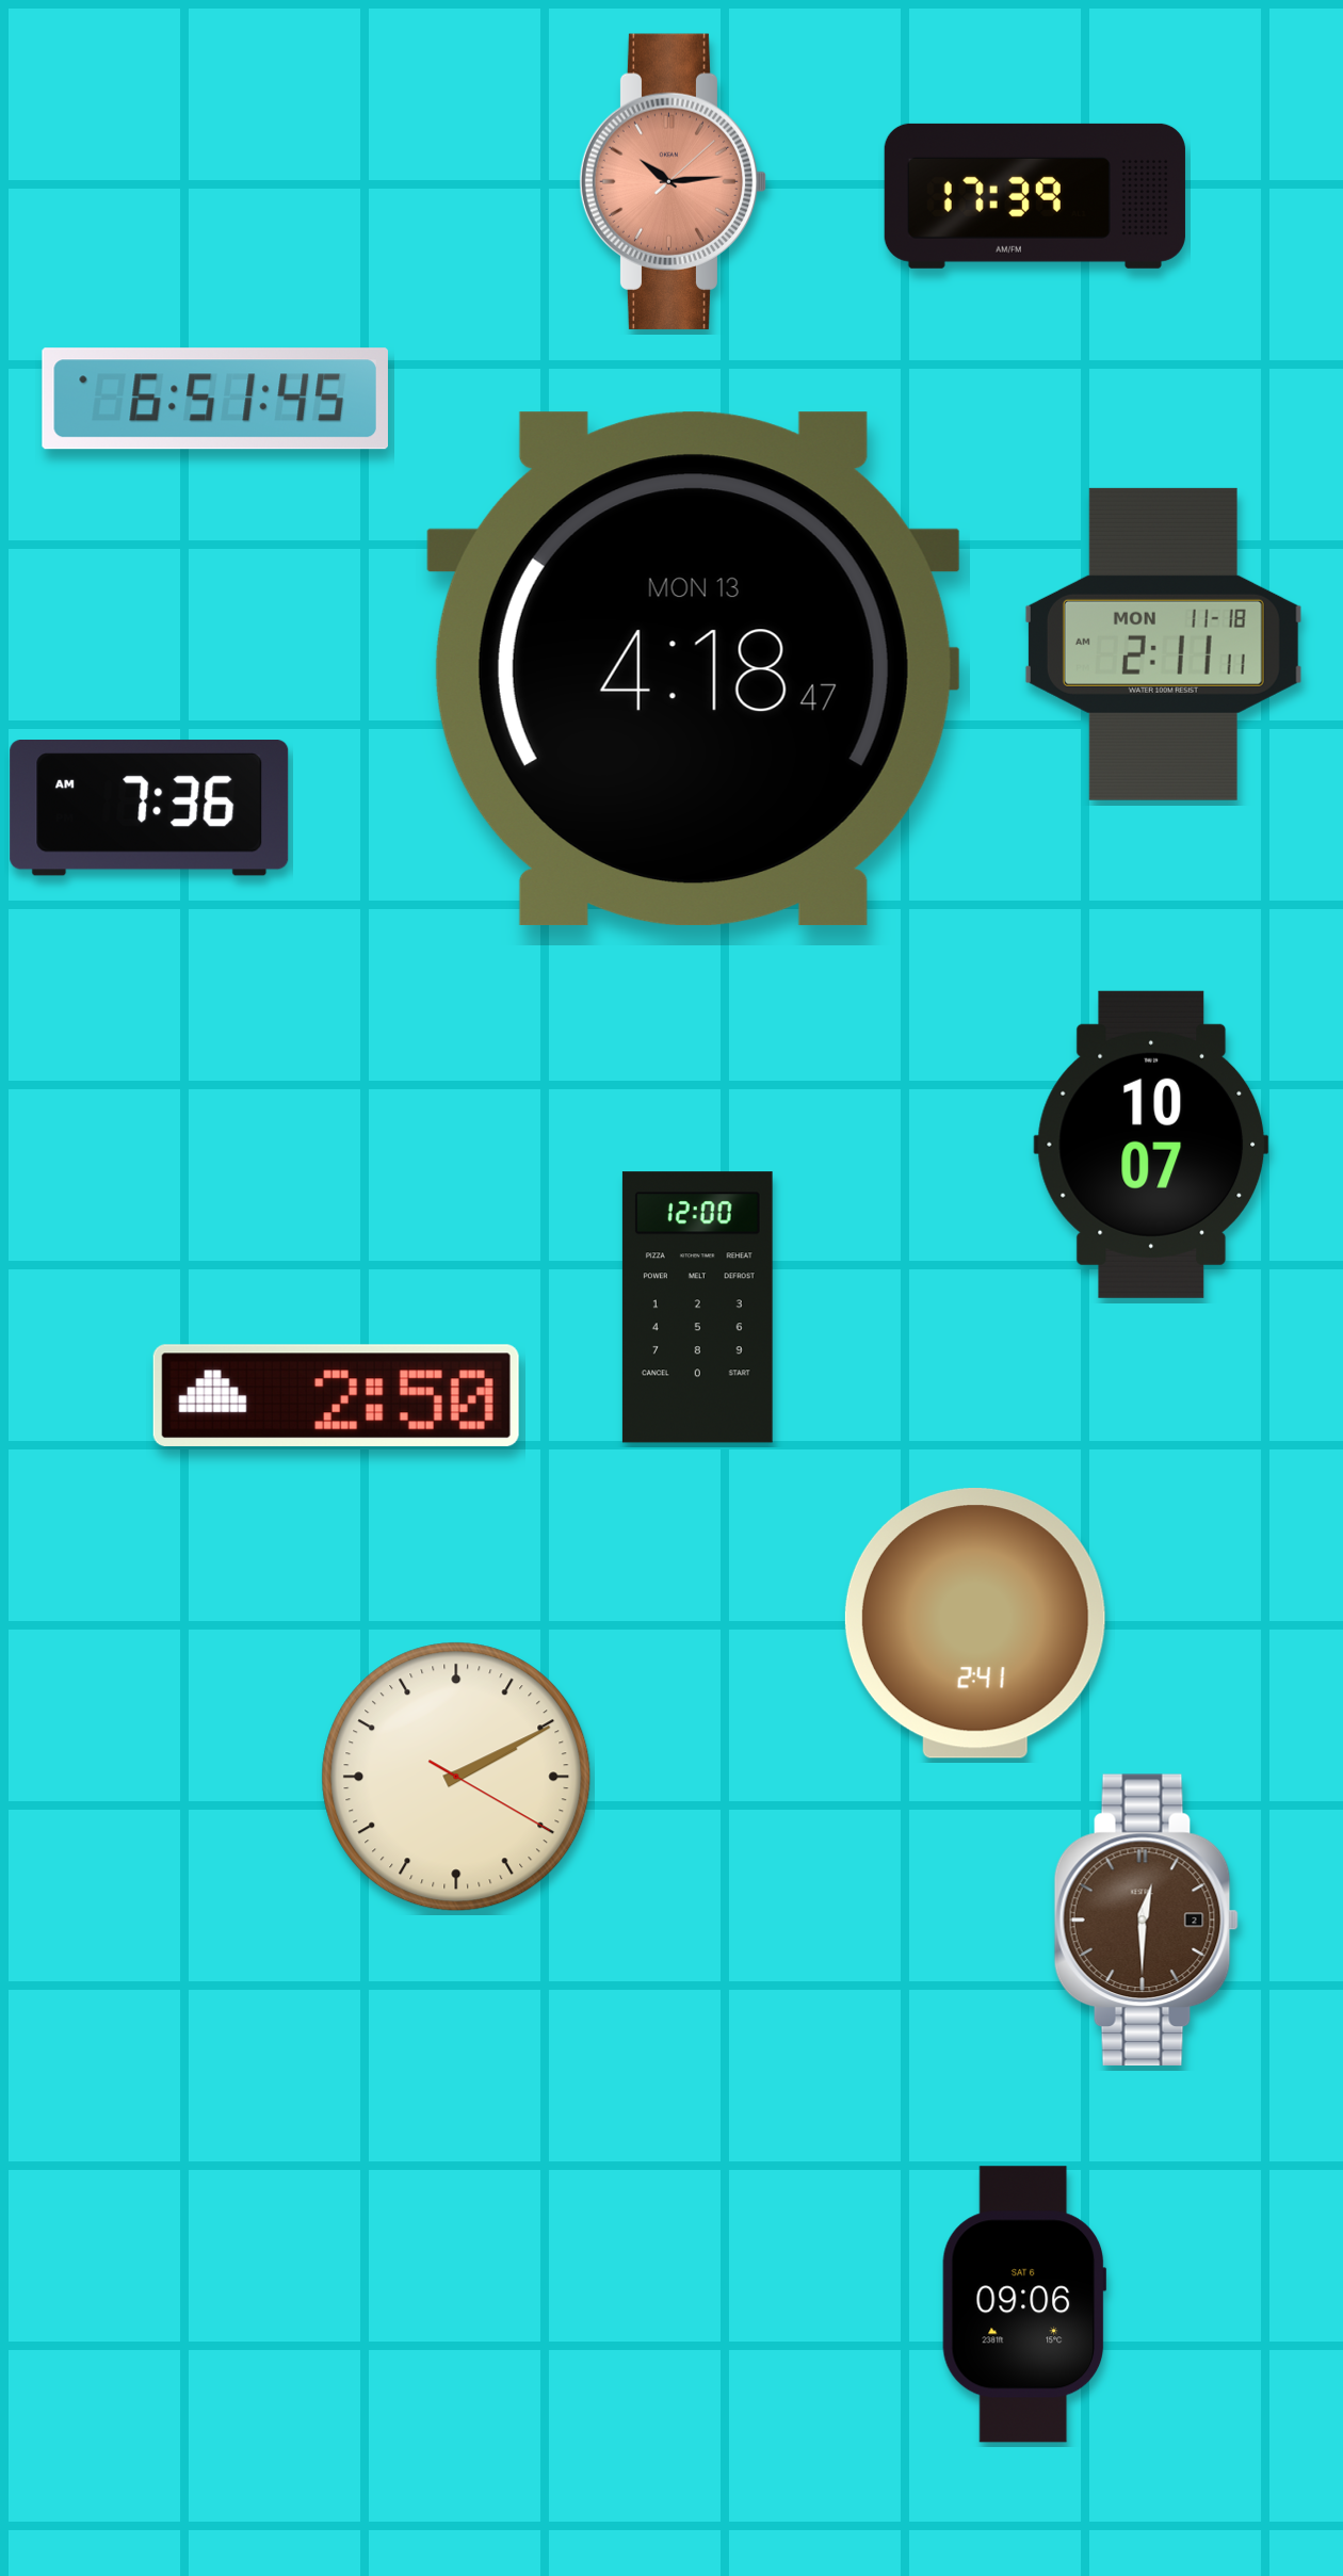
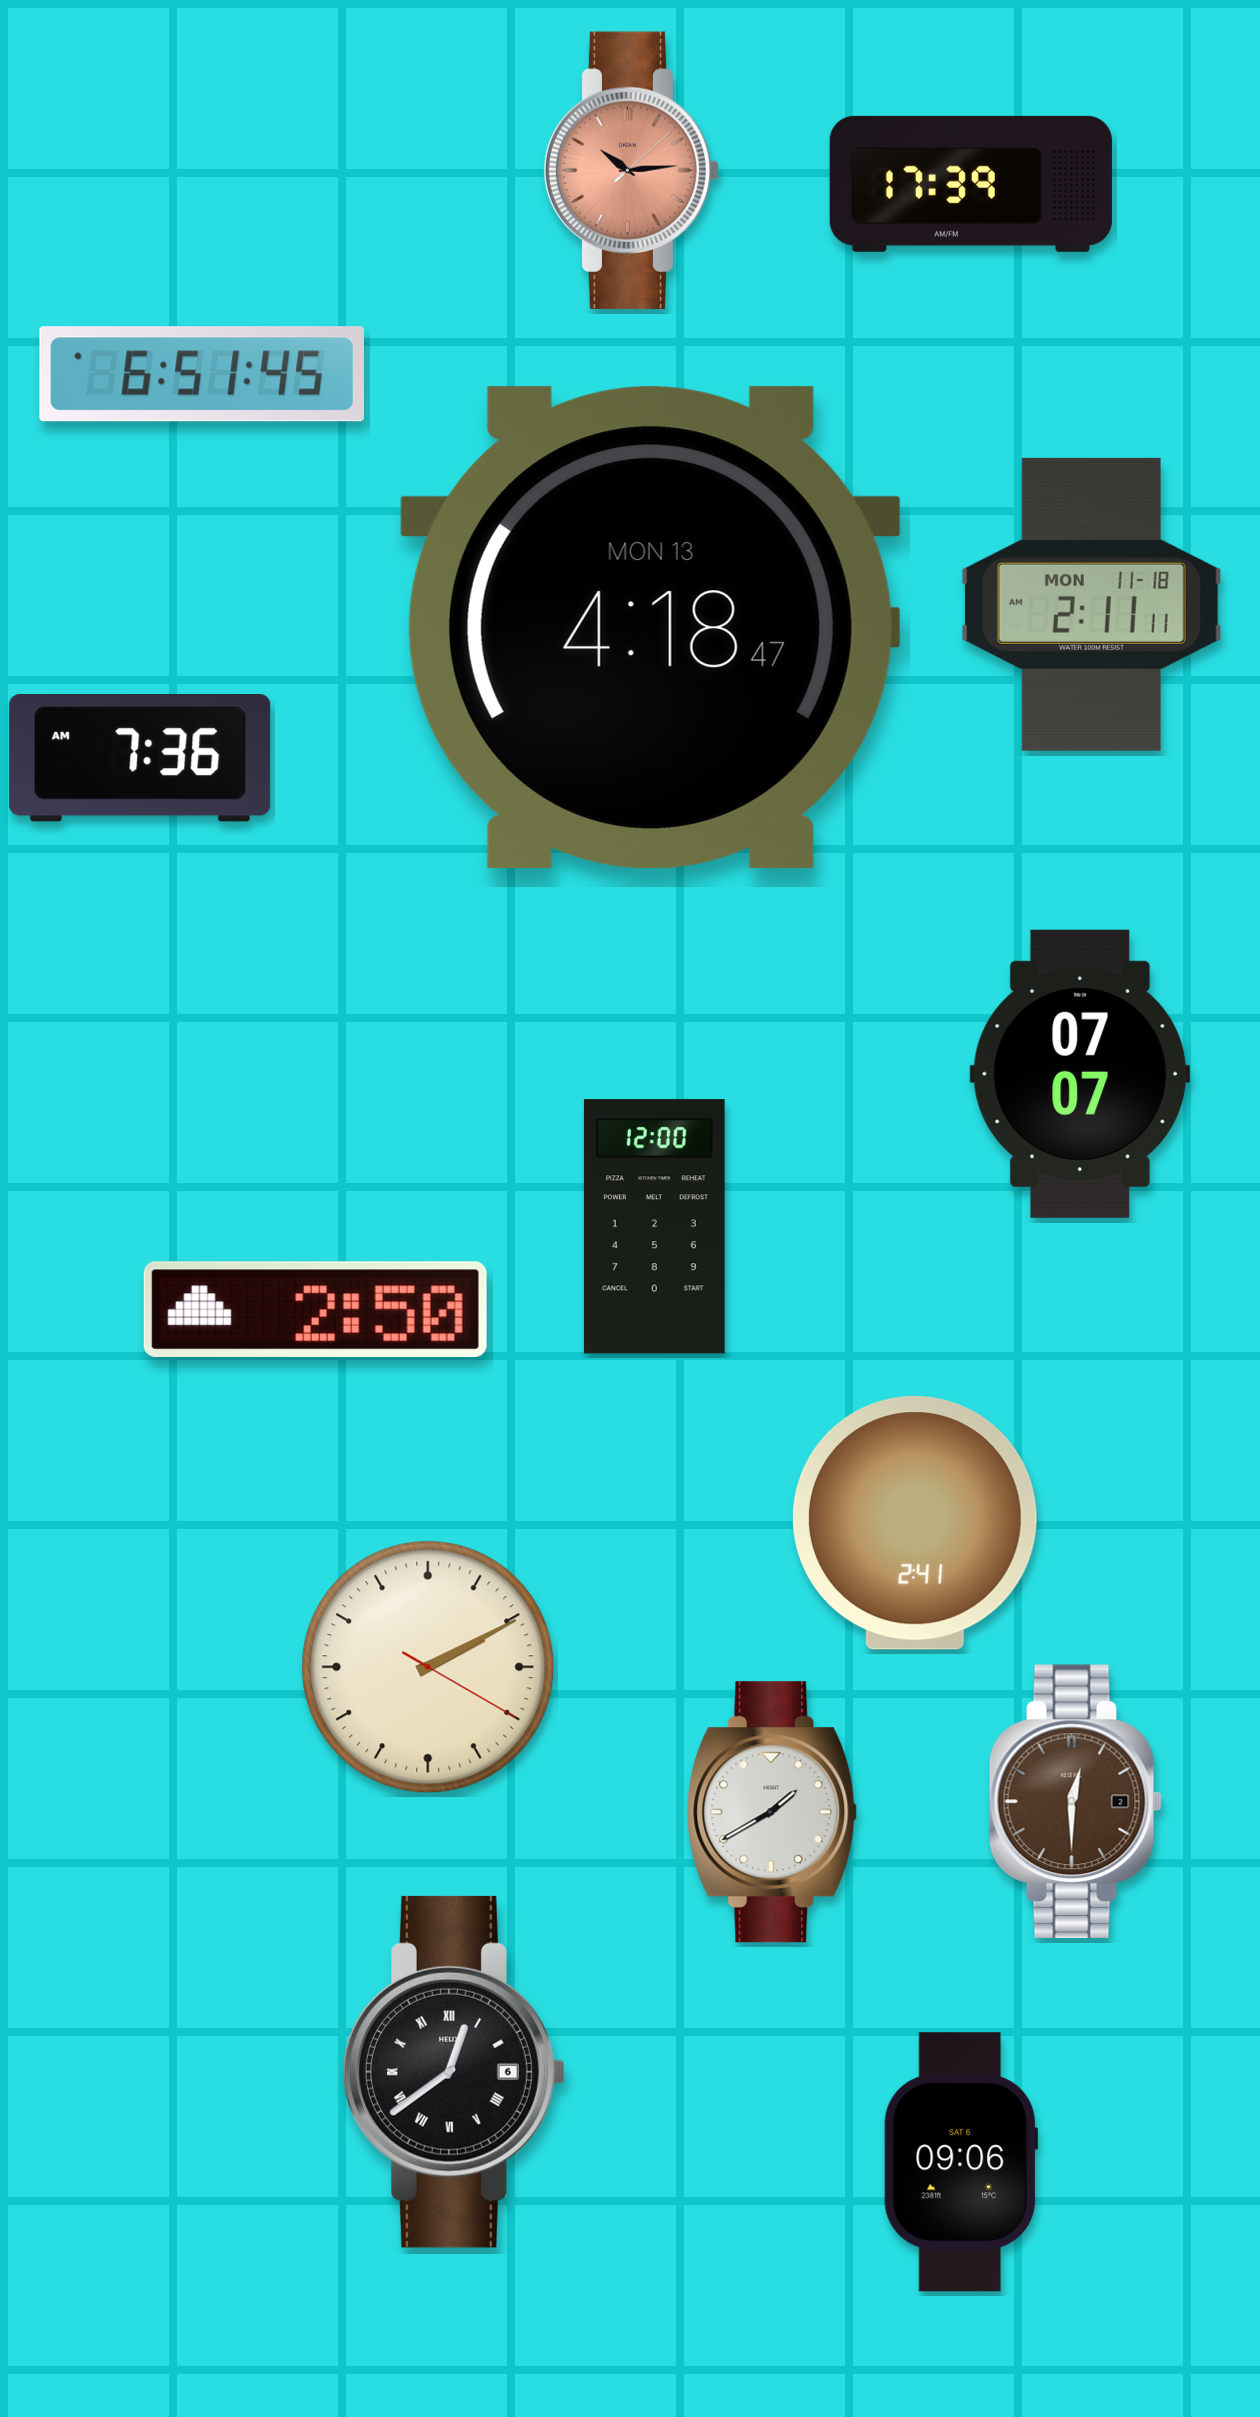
clock at (1151, 1145): 10:07 -> 07:07
clock at (772, 1812): none -> 1:40
clock at (454, 2072): none -> 12:39
